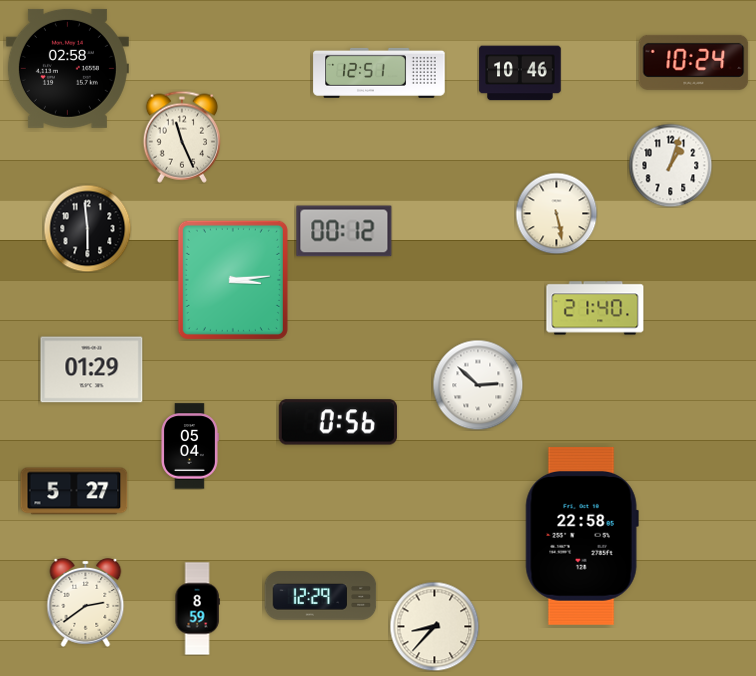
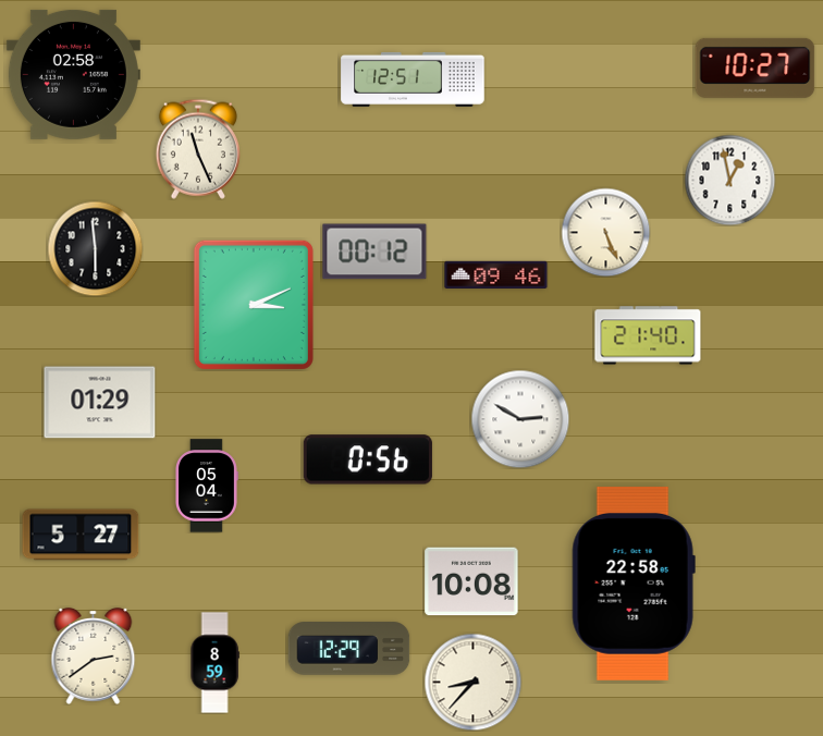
clock at (694, 62): 10:24 -> 10:27
clock at (520, 73): 10:46 -> none
clock at (670, 165): 1:03 -> 12:58
clock at (556, 213): 5:28 -> 5:26
clock at (496, 275): none -> 09:46
clock at (233, 280): 3:14 -> 3:11
clock at (478, 385): 2:52 -> 2:50
clock at (471, 581): none -> 10:08
